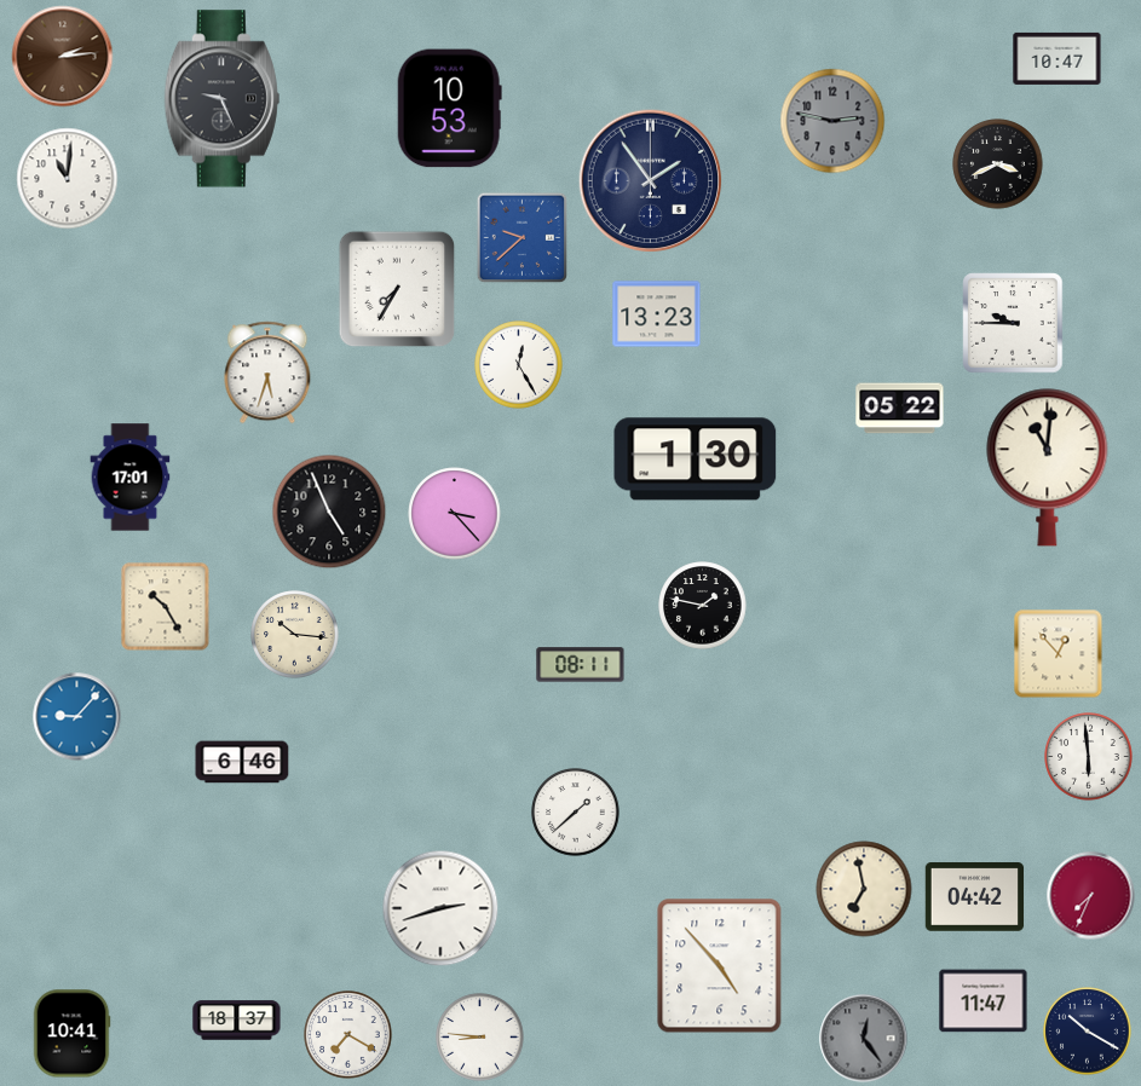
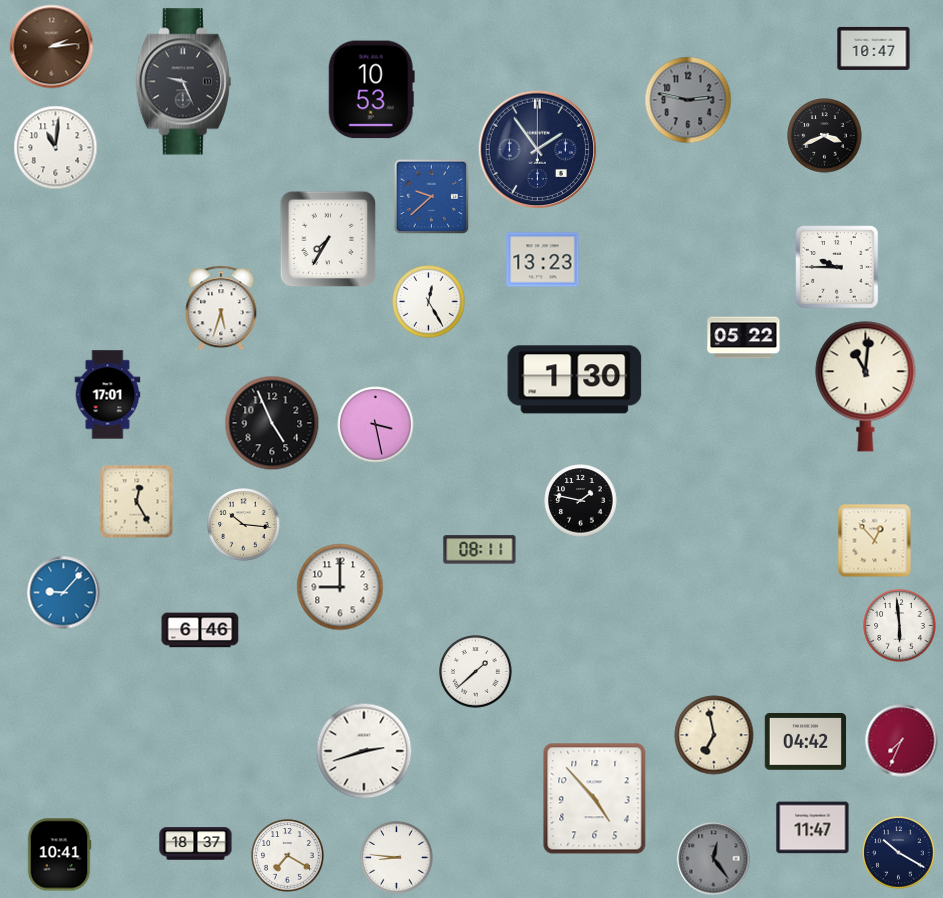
clock at (455, 514): 3:23 -> 3:28
clock at (166, 607): 10:25 -> 12:25
clock at (340, 587): none -> 9:00
